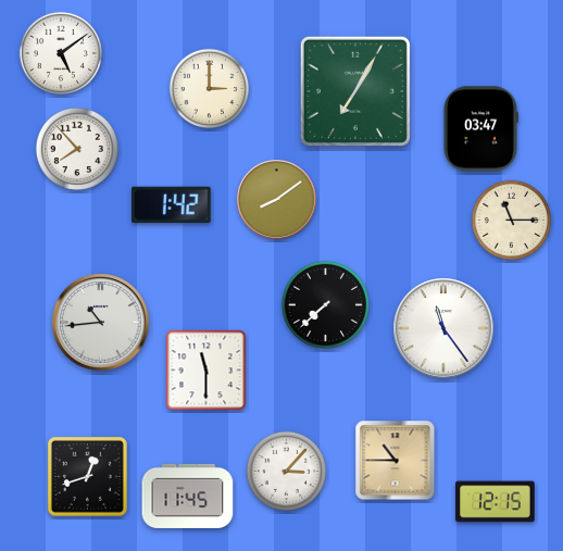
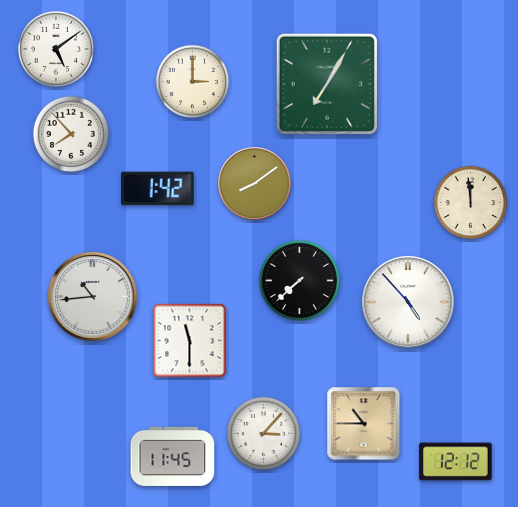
clock at (481, 129): 03:47 -> none
clock at (77, 149) position: (77, 149) -> (71, 134)
clock at (512, 221): 11:15 -> 11:59
clock at (443, 328): 11:24 -> 4:53
clock at (87, 476): 12:42 -> none
clock at (496, 502): 12:15 -> 12:12
